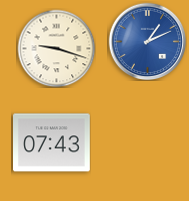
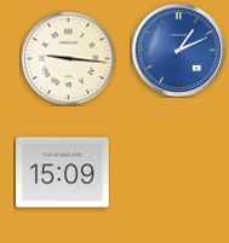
clock at (56, 48): 9:18 -> 9:16
clock at (52, 143): 07:43 -> 15:09
